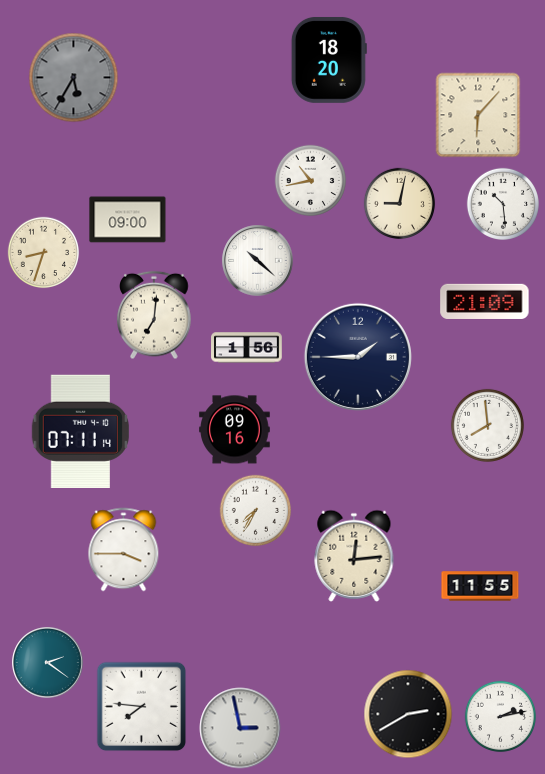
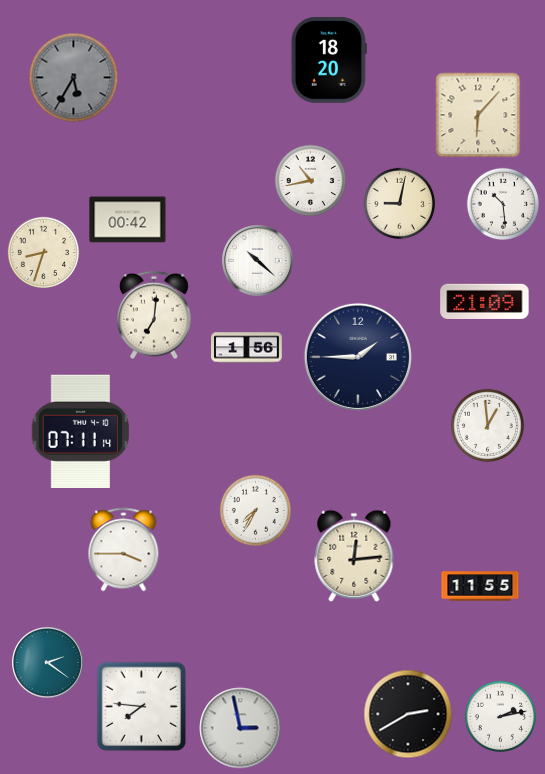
clock at (128, 220): 09:00 -> 00:42
clock at (487, 425): 7:59 -> 12:59
clock at (235, 430): 09:16 -> none
